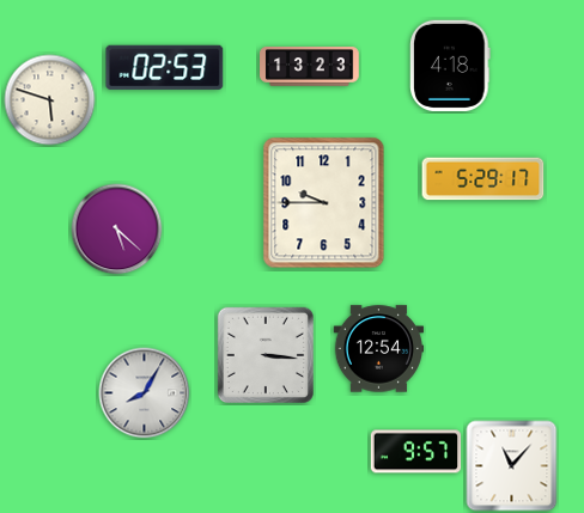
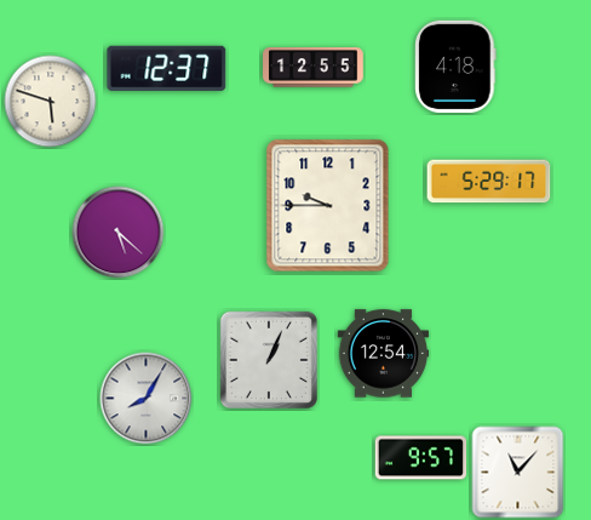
clock at (165, 67): 02:53 -> 12:37
clock at (310, 67): 13:23 -> 12:55
clock at (264, 354): 3:16 -> 1:04
